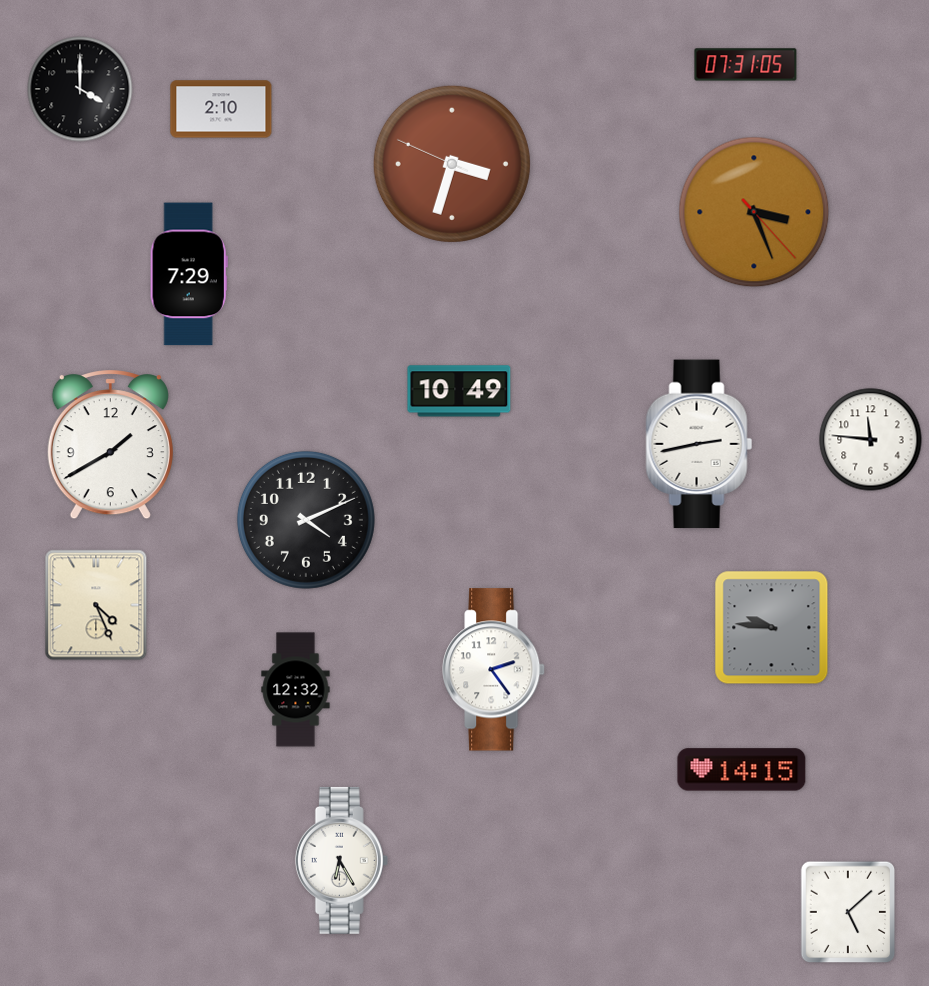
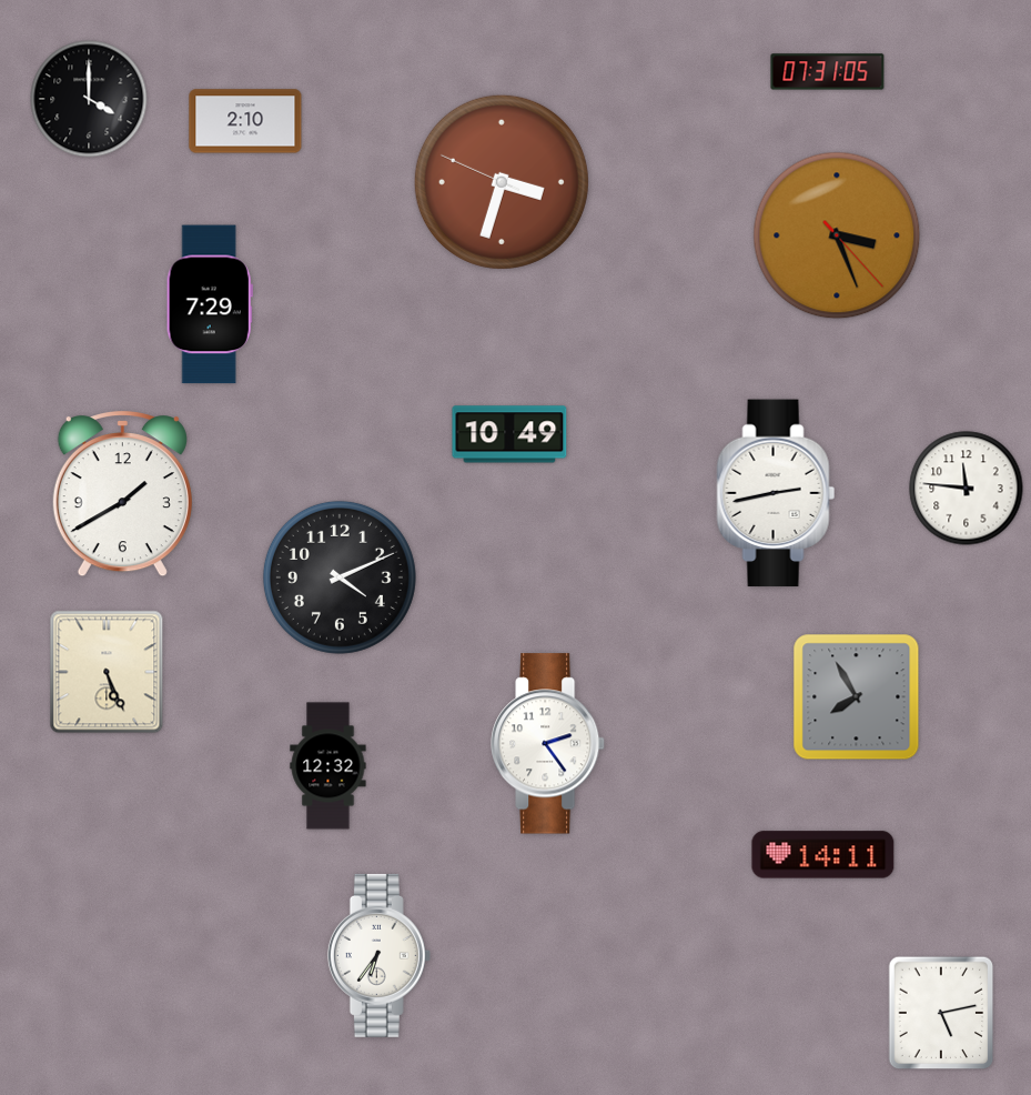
clock at (96, 605): 4:26 -> 5:26
clock at (772, 628): 9:46 -> 7:55
clock at (742, 770): 14:15 -> 14:11
clock at (341, 860): 6:25 -> 6:36
clock at (848, 912): 5:08 -> 5:13
